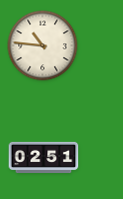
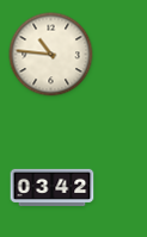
clock at (44, 157): 02:51 -> 03:42
